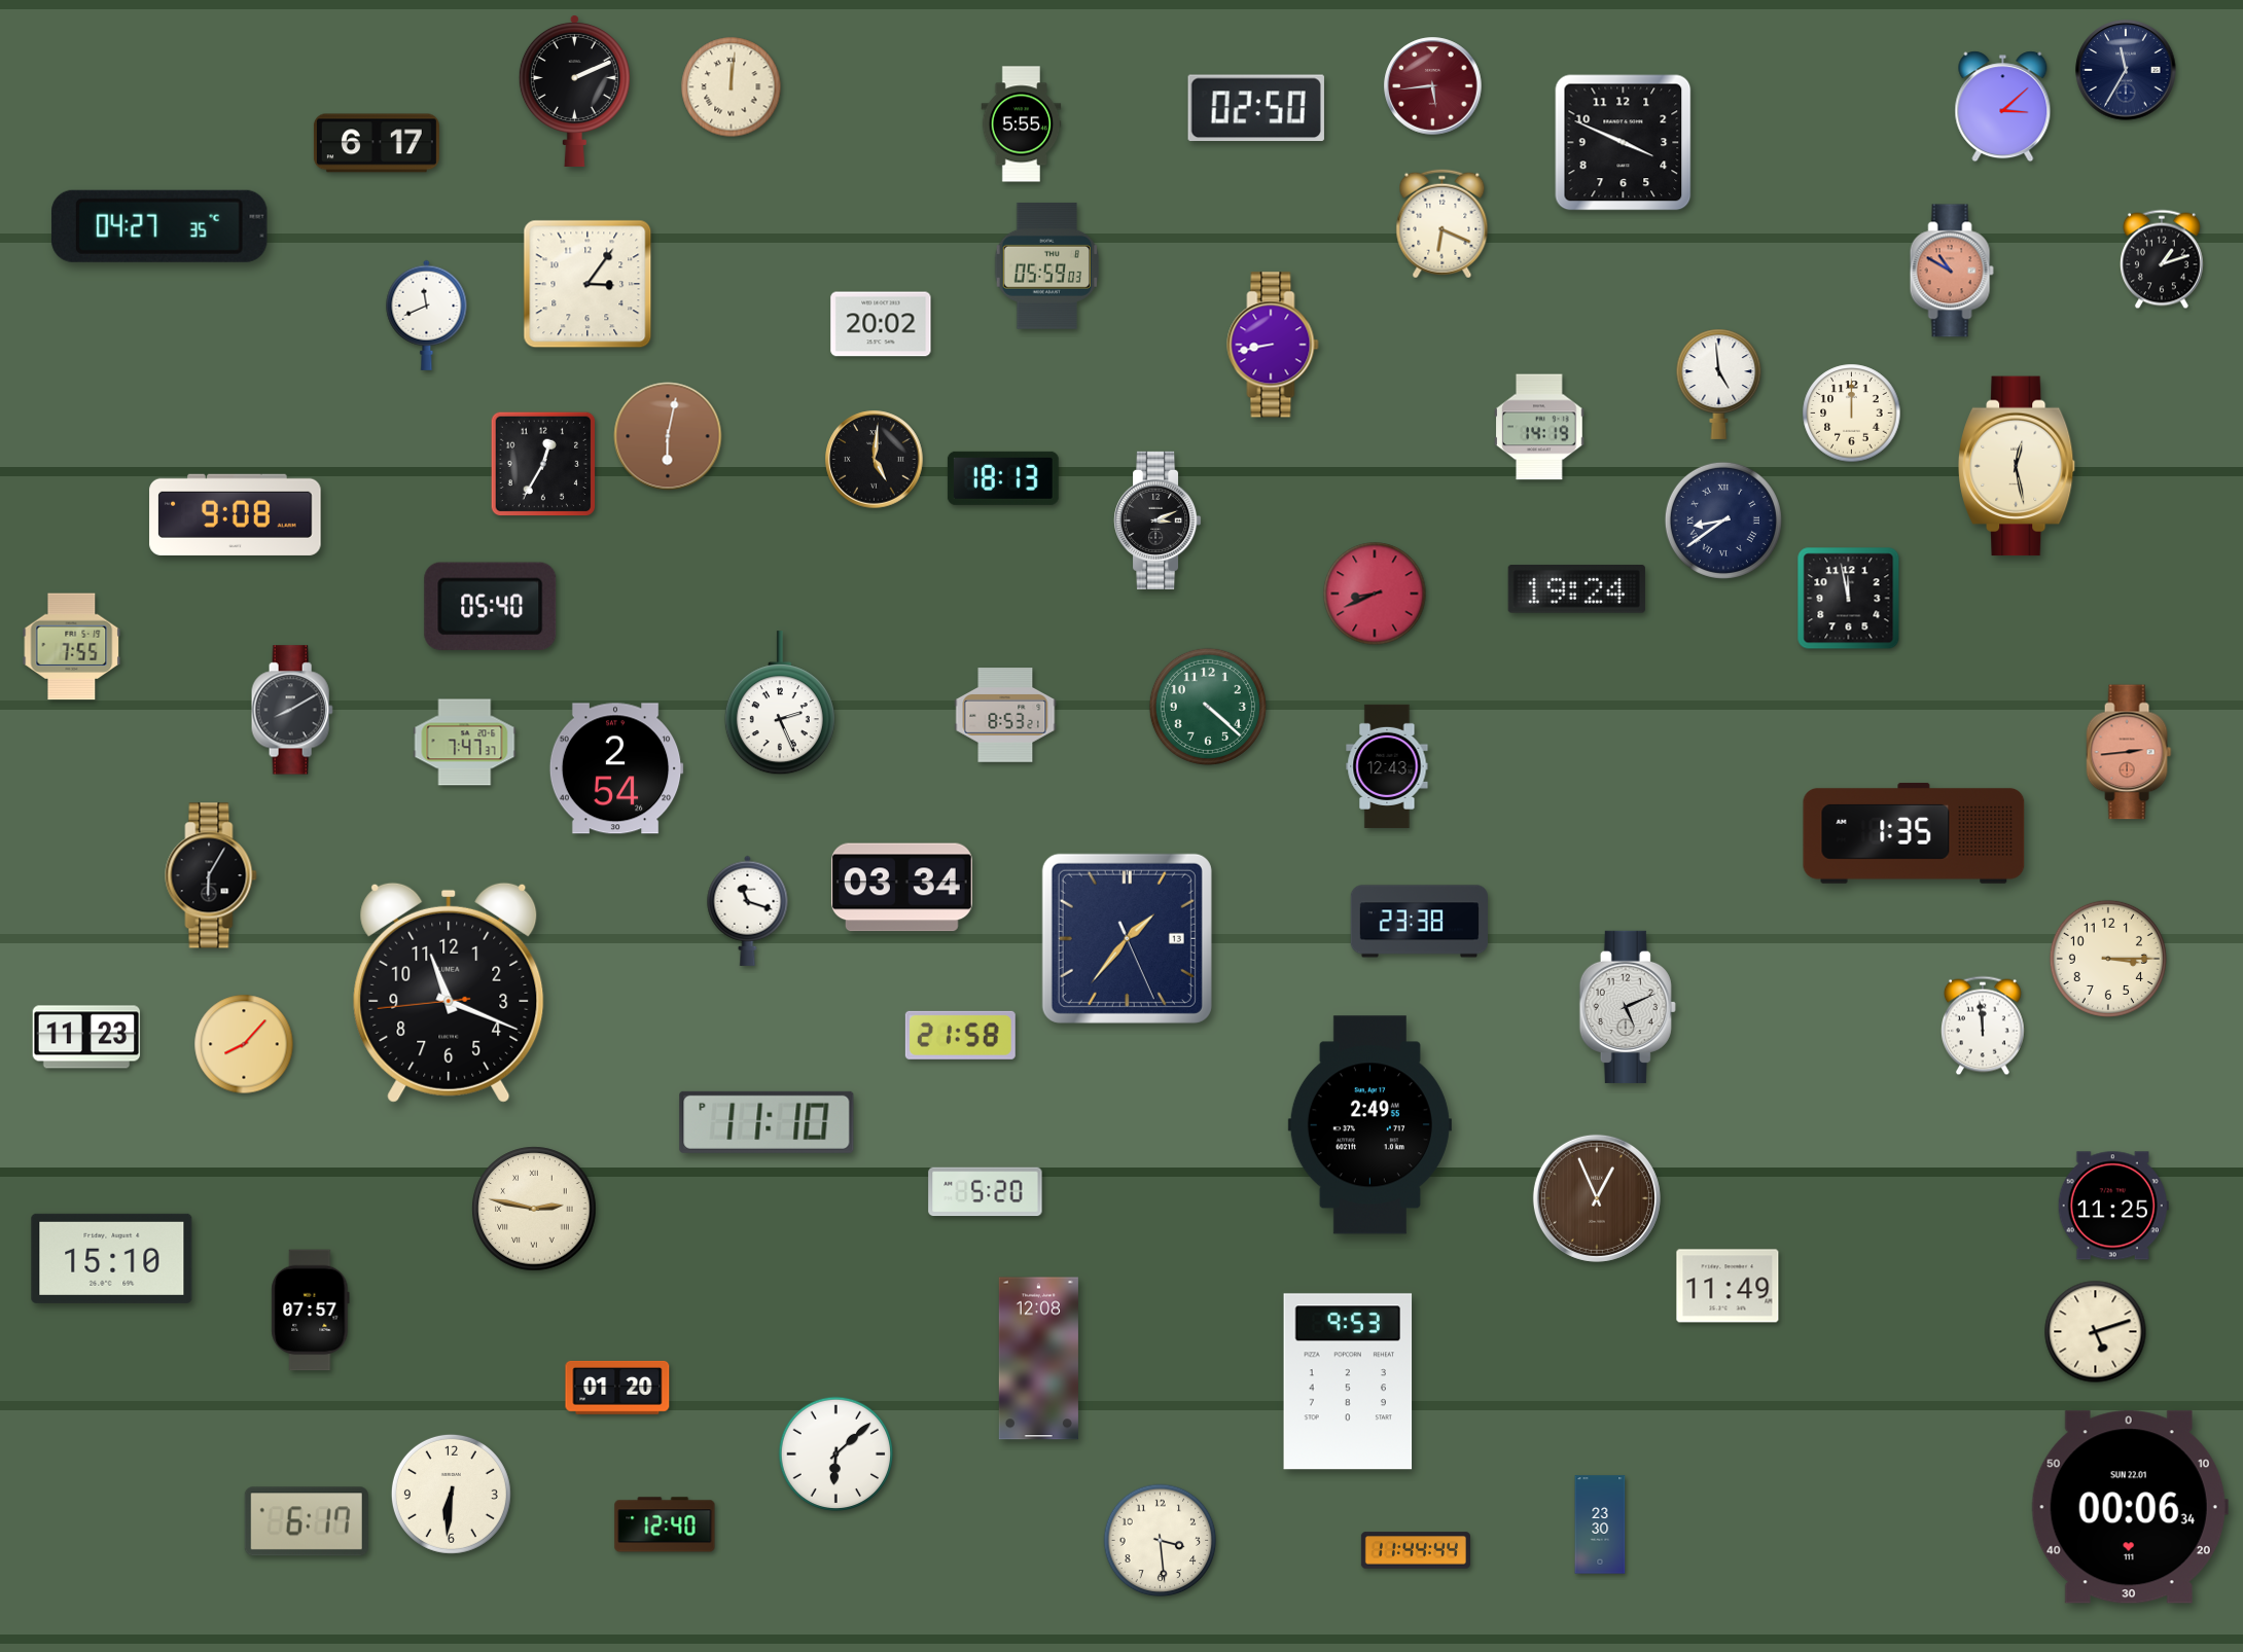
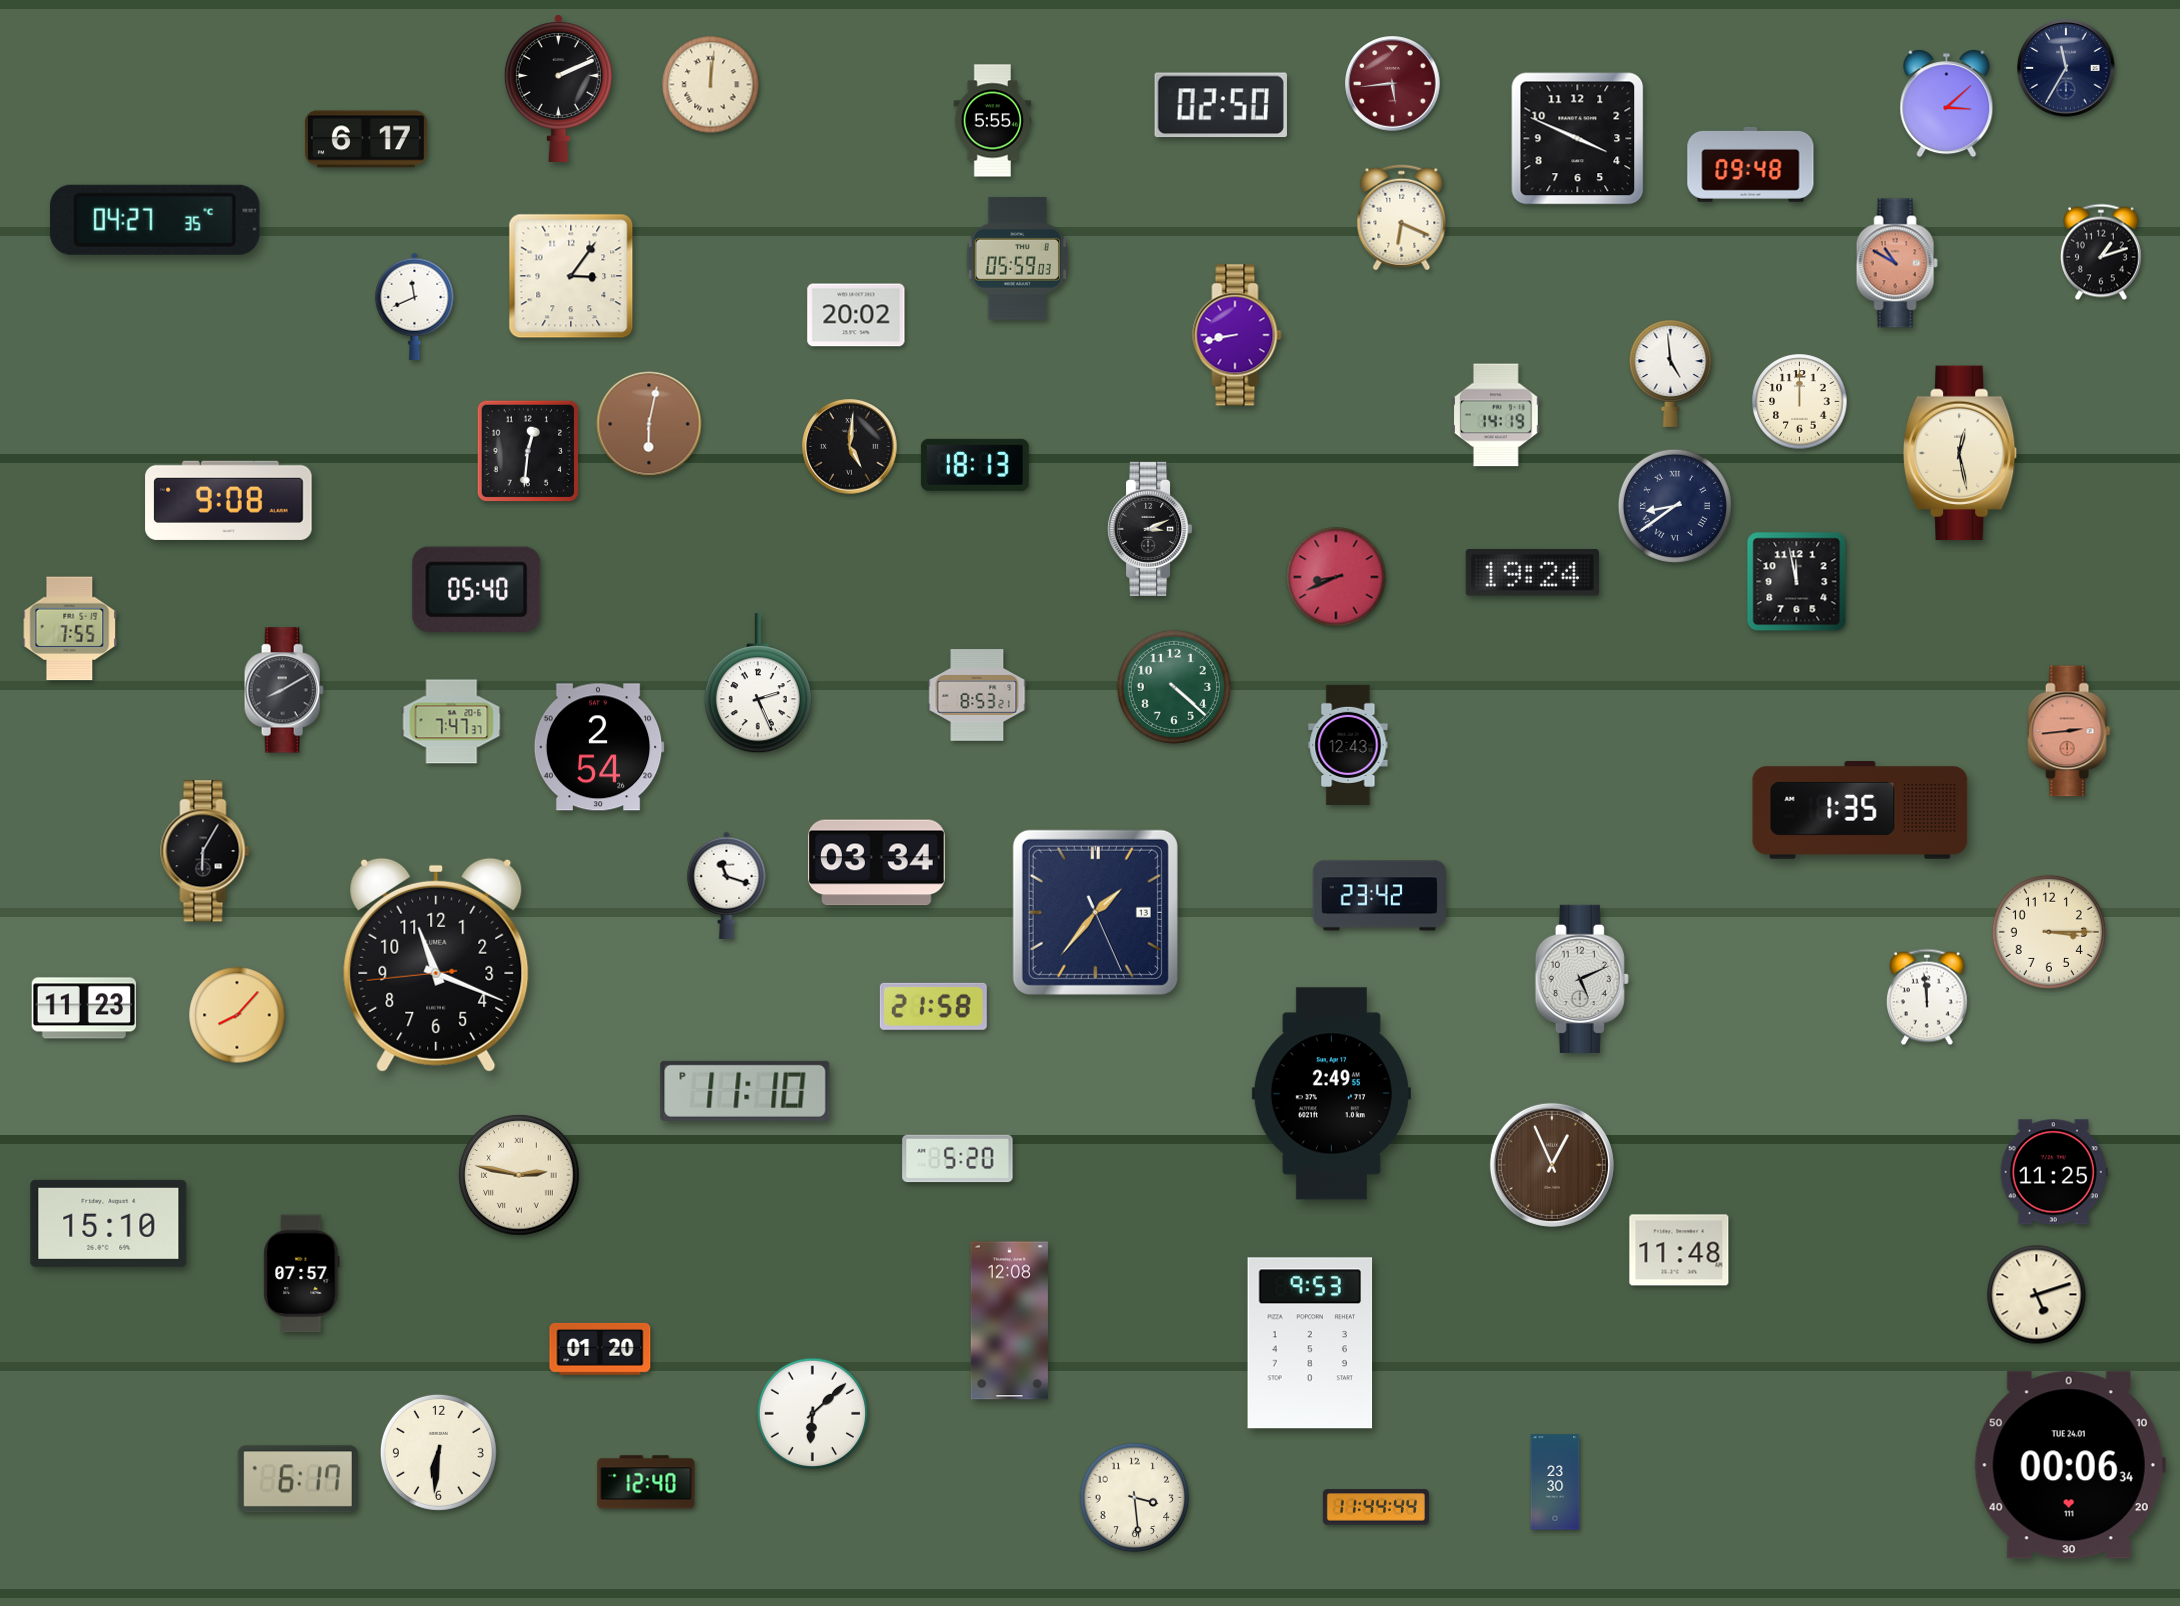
clock at (1751, 164): none -> 09:48
clock at (543, 464): 12:35 -> 12:31
clock at (1159, 520) position: (1159, 520) -> (1151, 529)
clock at (1419, 922): 23:38 -> 23:42
clock at (1728, 1286): 11:49 -> 11:48
clock at (2130, 1507) date: SUN 22.01 -> TUE 24.01
clock at (1161, 1541) position: (1161, 1541) -> (1135, 1498)
